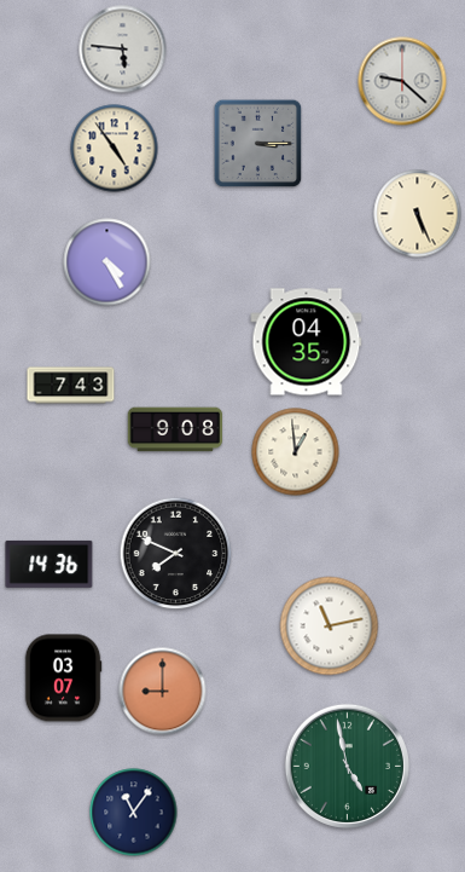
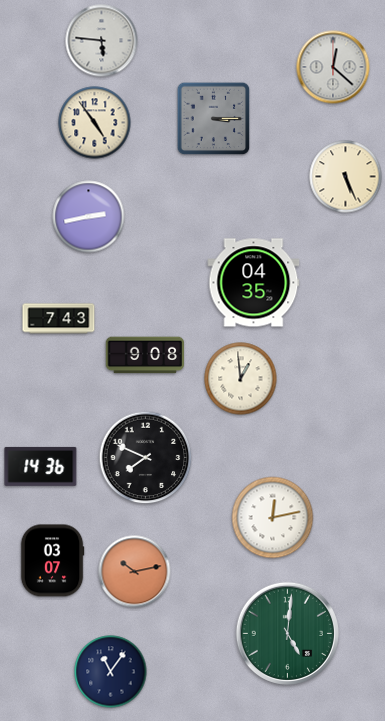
clock at (402, 81): 9:22 -> 12:22
clock at (107, 262): 4:25 -> 2:43
clock at (296, 452) position: (296, 452) -> (241, 379)
clock at (330, 626): 11:13 -> 12:13
clock at (163, 692): 9:00 -> 10:13
clock at (347, 766): 4:58 -> 5:01
